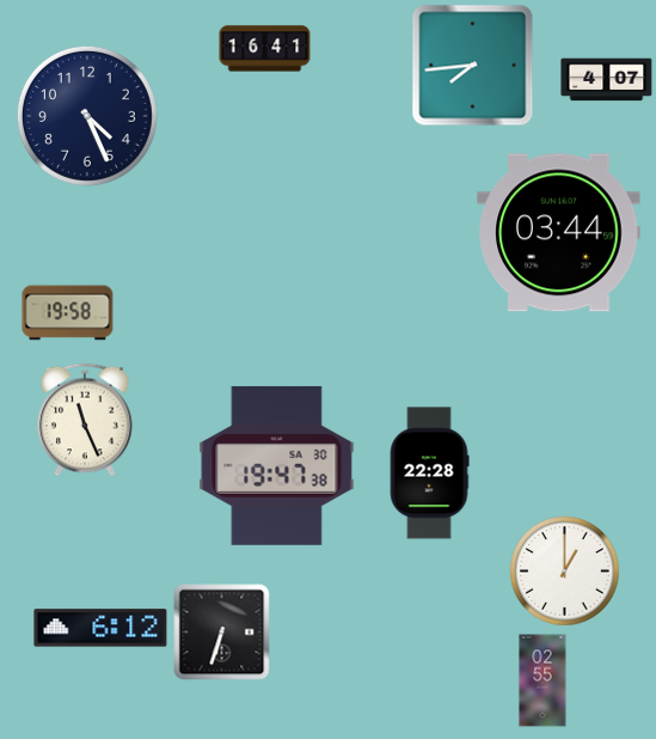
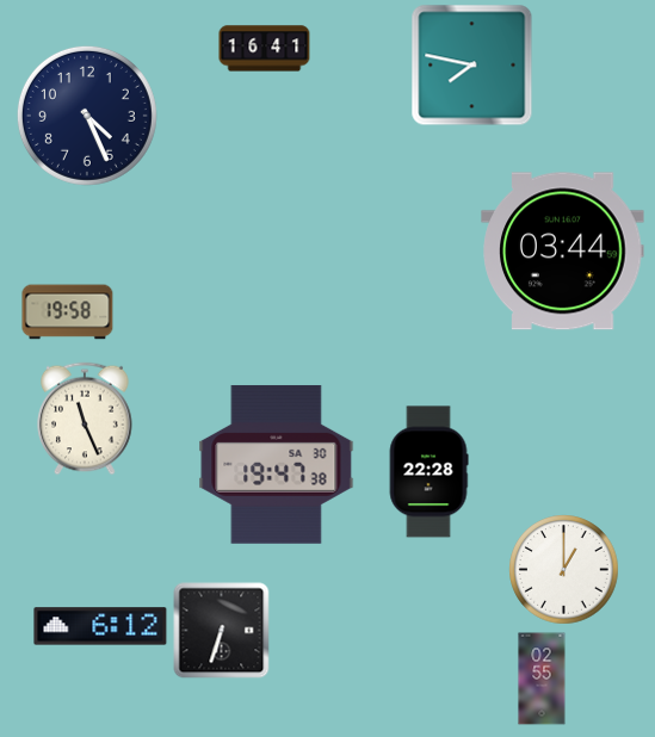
clock at (473, 66): 7:44 -> 7:47
clock at (607, 80): 4:07 -> none
clock at (559, 233) position: (559, 233) -> (563, 252)
